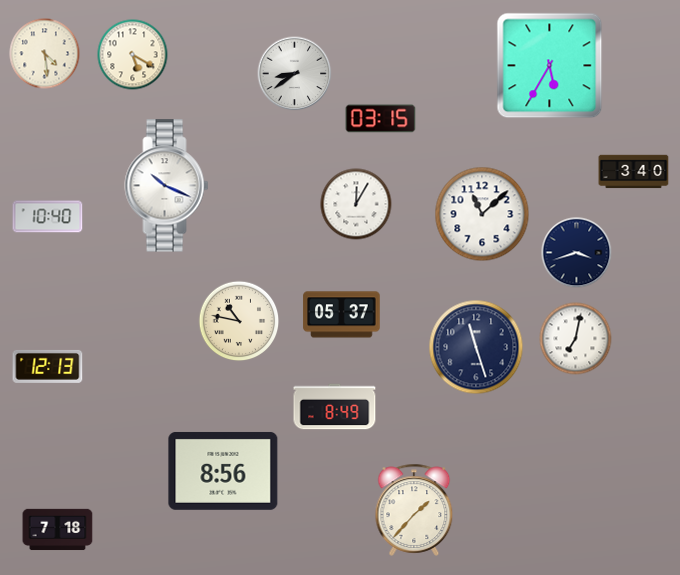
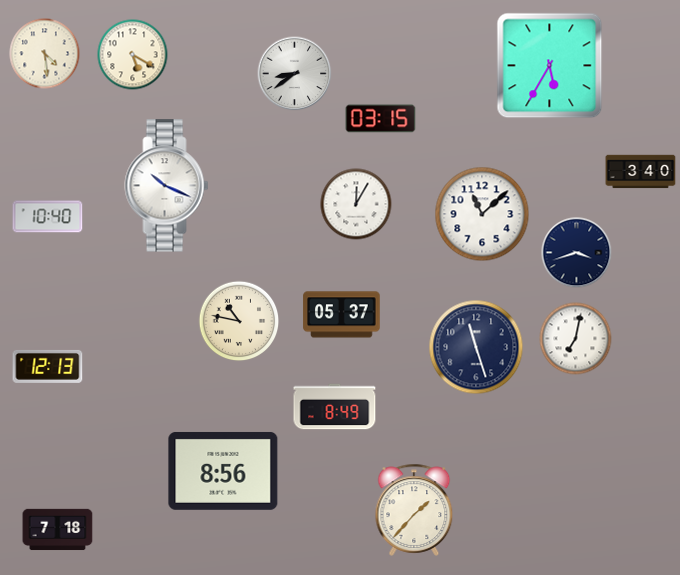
clock at (634, 172) position: (634, 172) -> (641, 172)
